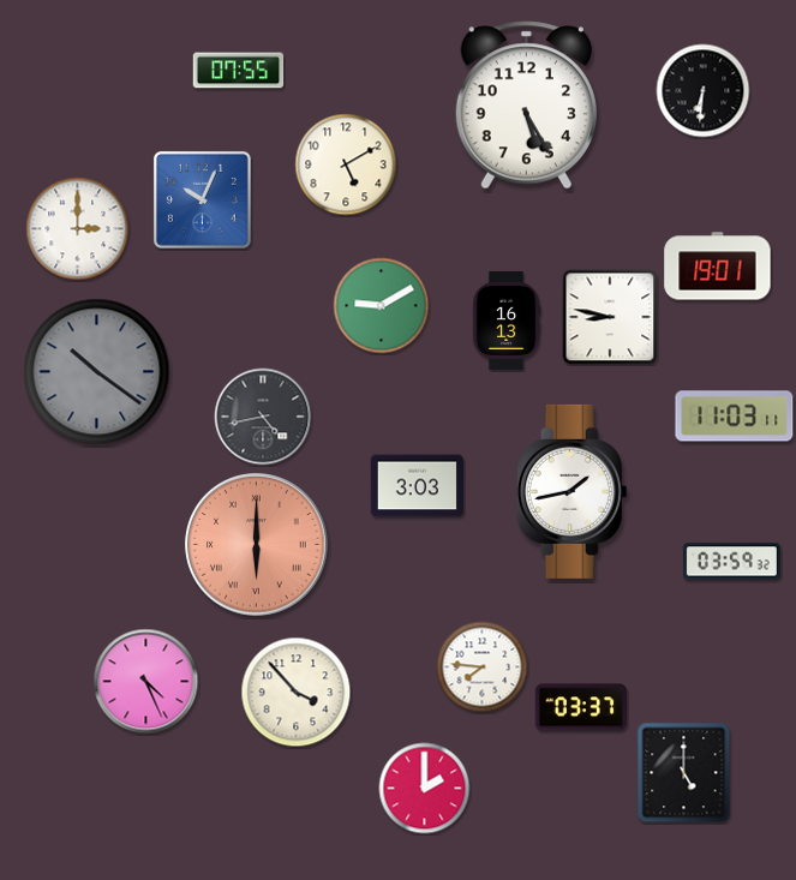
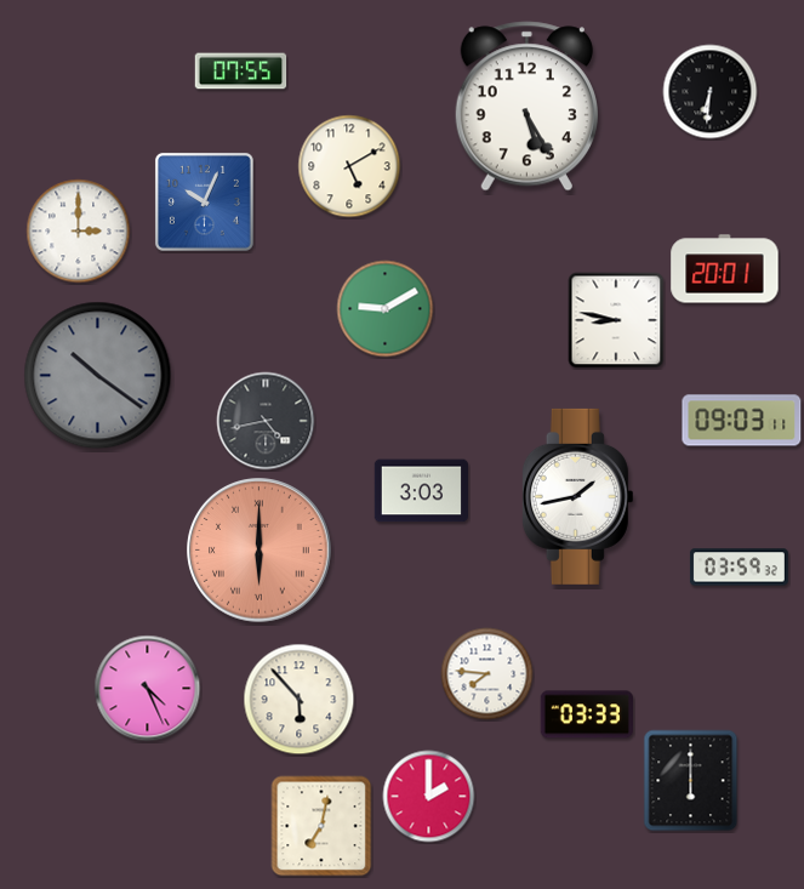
clock at (526, 106) position: (526, 106) -> (526, 107)
clock at (718, 267): 19:01 -> 20:01
clock at (507, 321): 16:13 -> none
clock at (735, 417): 11:03 -> 09:03
clock at (297, 693): 3:53 -> 5:53
clock at (580, 707): 03:37 -> 03:33
clock at (684, 773): 5:00 -> 6:00
clock at (321, 826): none -> 7:02
